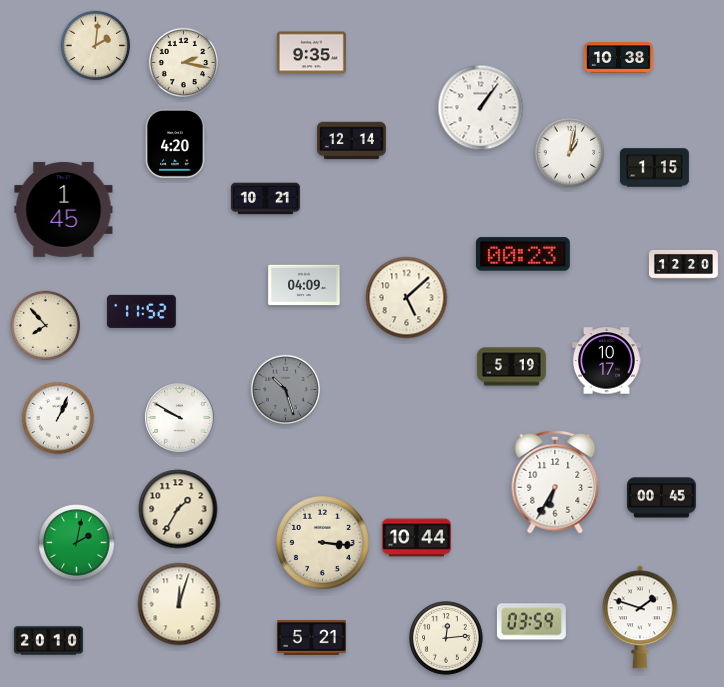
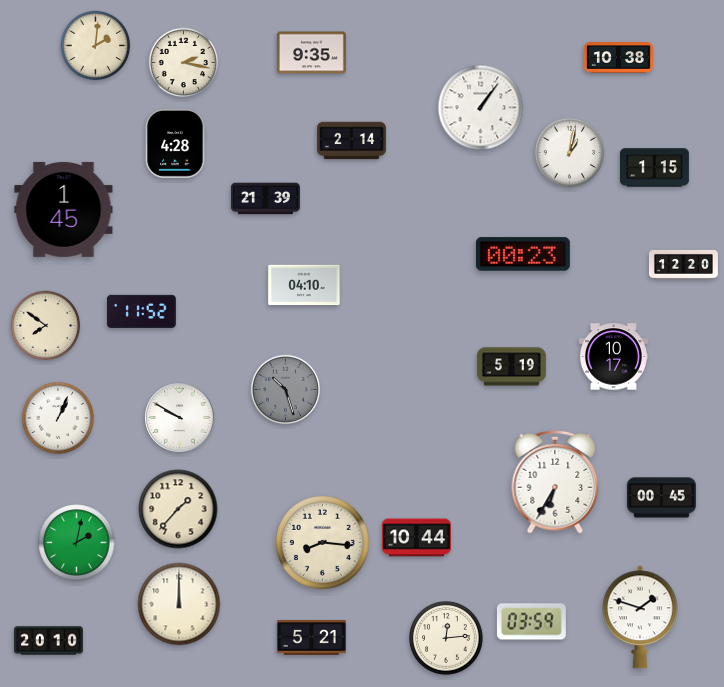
clock at (351, 141): 12:14 -> 2:14
clock at (175, 143): 4:20 -> 4:28
clock at (265, 199): 10:21 -> 21:39
clock at (304, 285): 04:09 -> 04:10
clock at (407, 298): 5:08 -> none
clock at (46, 326): 7:53 -> 7:51
clock at (606, 361) position: (606, 361) -> (613, 357)
clock at (178, 509): 1:35 -> 1:37
clock at (322, 542): 3:16 -> 8:16
clock at (179, 604): 12:03 -> 12:00
